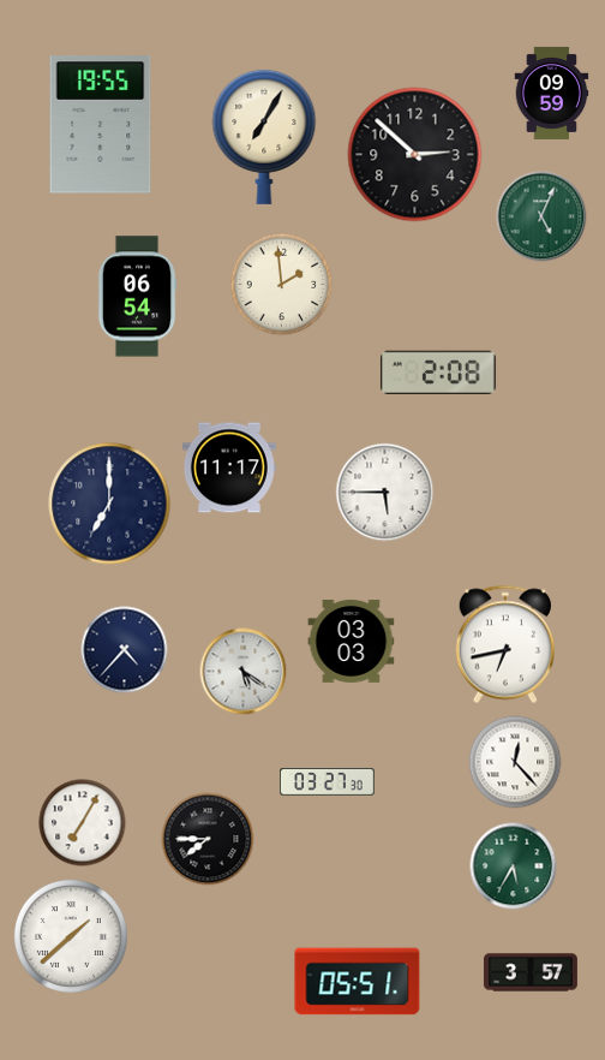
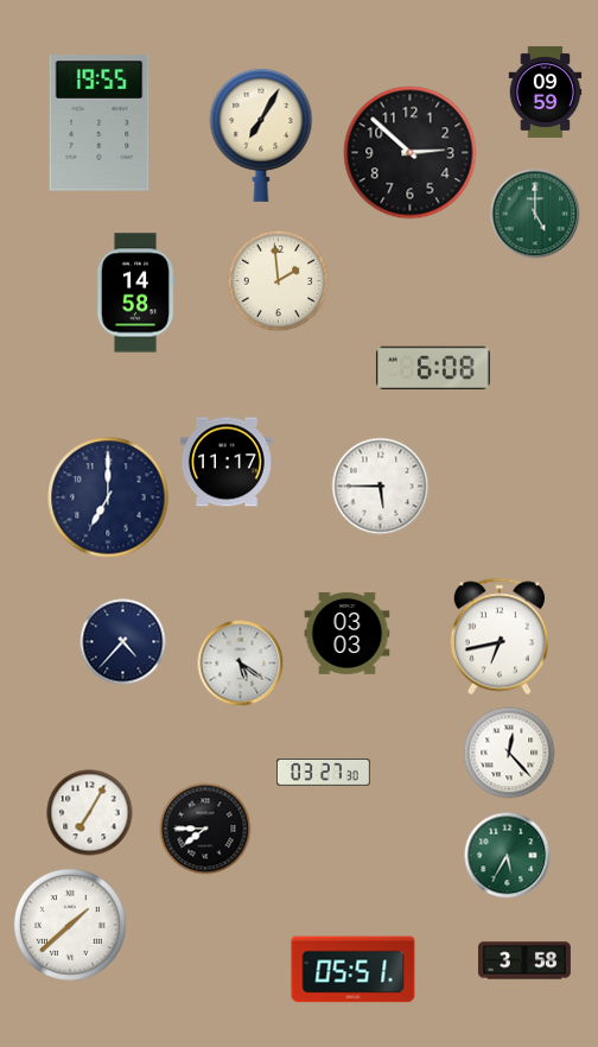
clock at (541, 216): 5:04 -> 5:00
clock at (137, 297): 06:54 -> 14:58
clock at (438, 371): 2:08 -> 6:08
clock at (83, 823) position: (83, 823) -> (90, 813)
clock at (531, 972): 3:57 -> 3:58
